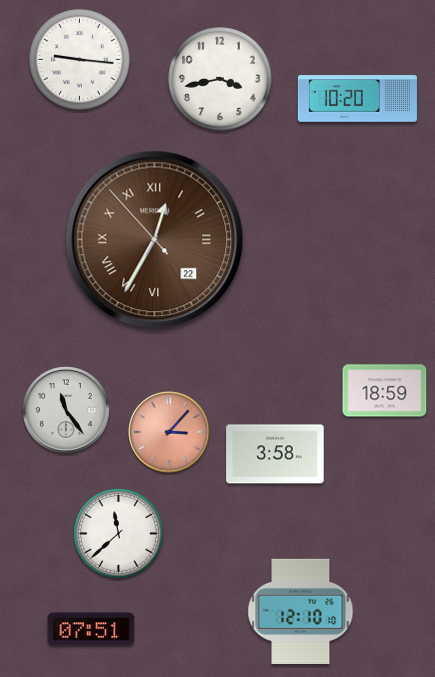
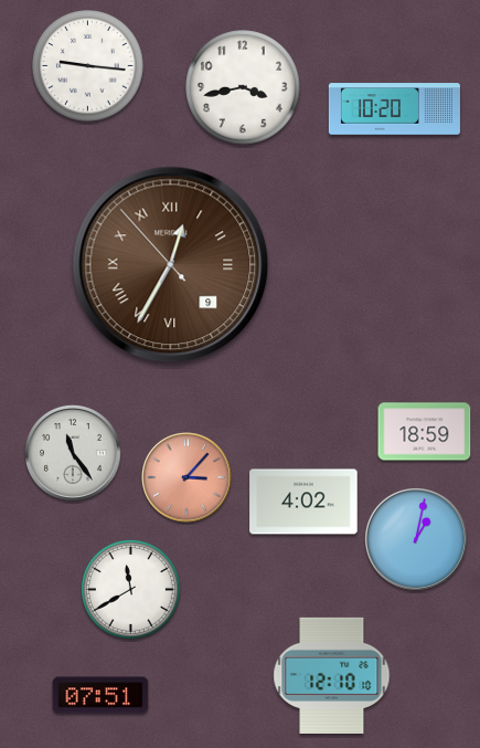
clock at (155, 240) date: 22 -> 9
clock at (275, 454): 3:58 -> 4:02
clock at (416, 539): none -> 1:02
clock at (119, 534): 11:38 -> 11:40
